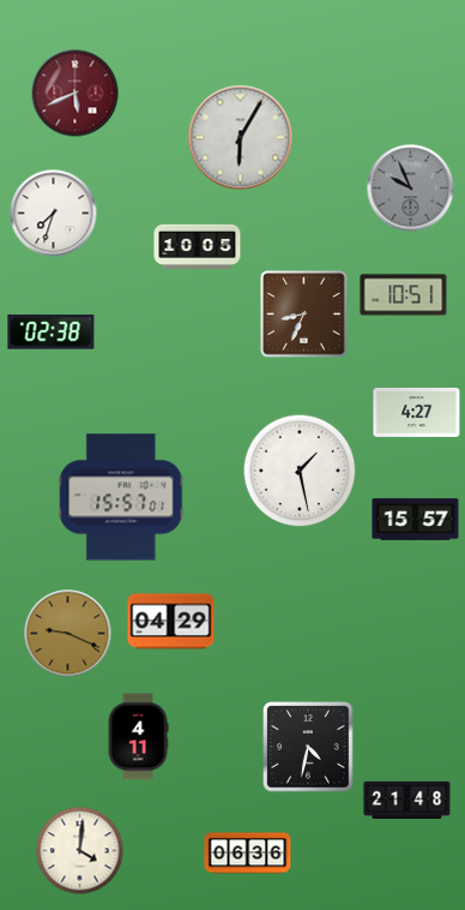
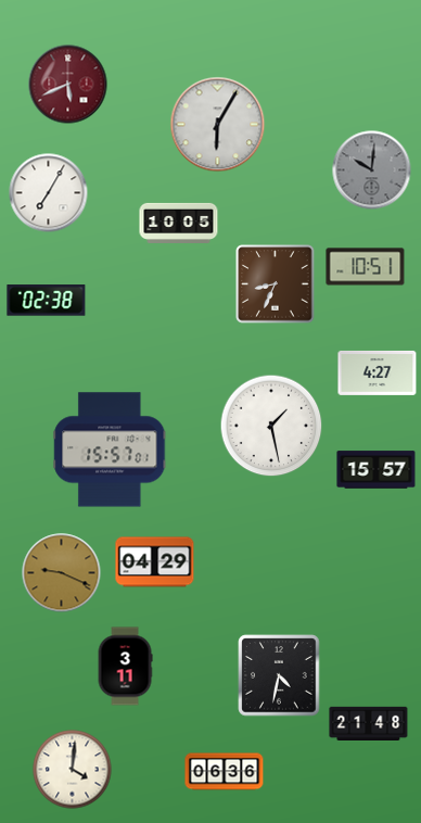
clock at (411, 188): 9:56 -> 10:01
clock at (54, 214): 7:33 -> 7:05
clock at (138, 737): 4:11 -> 3:11
